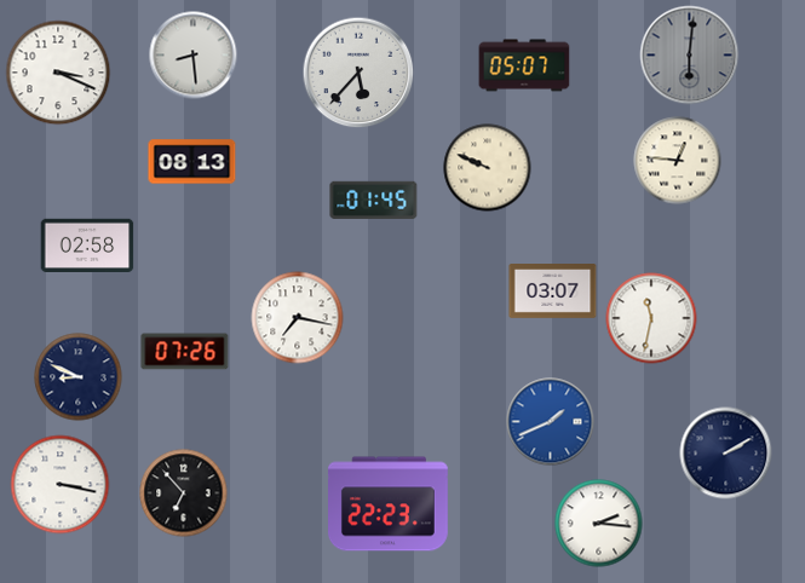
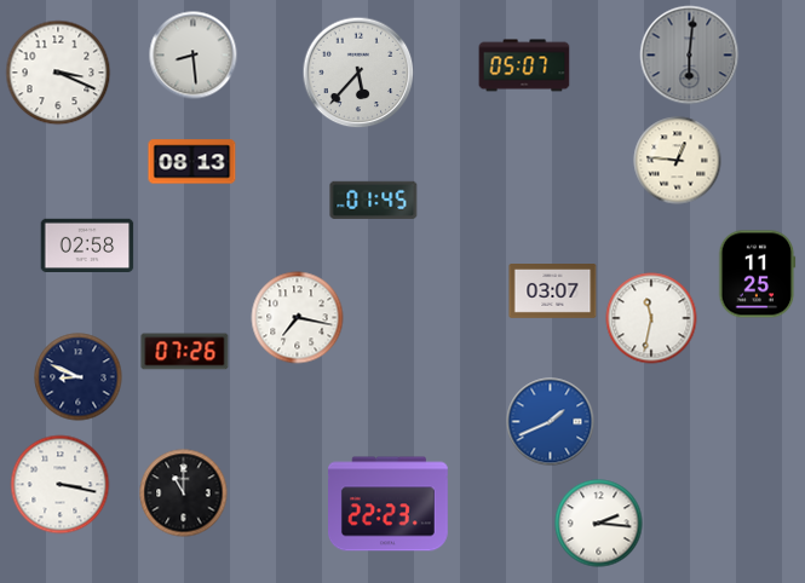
clock at (488, 168): 9:49 -> none
clock at (758, 275): none -> 11:25
clock at (726, 454): 2:10 -> none
clock at (184, 493): 6:53 -> 11:00
